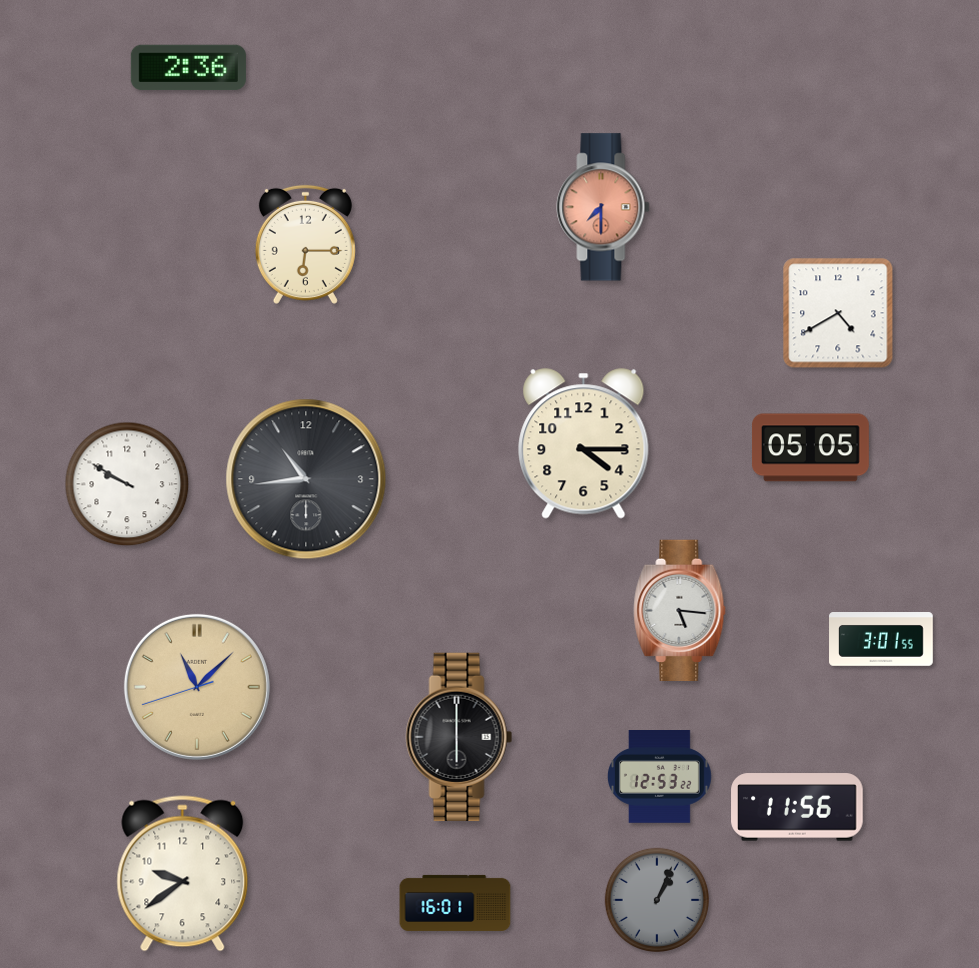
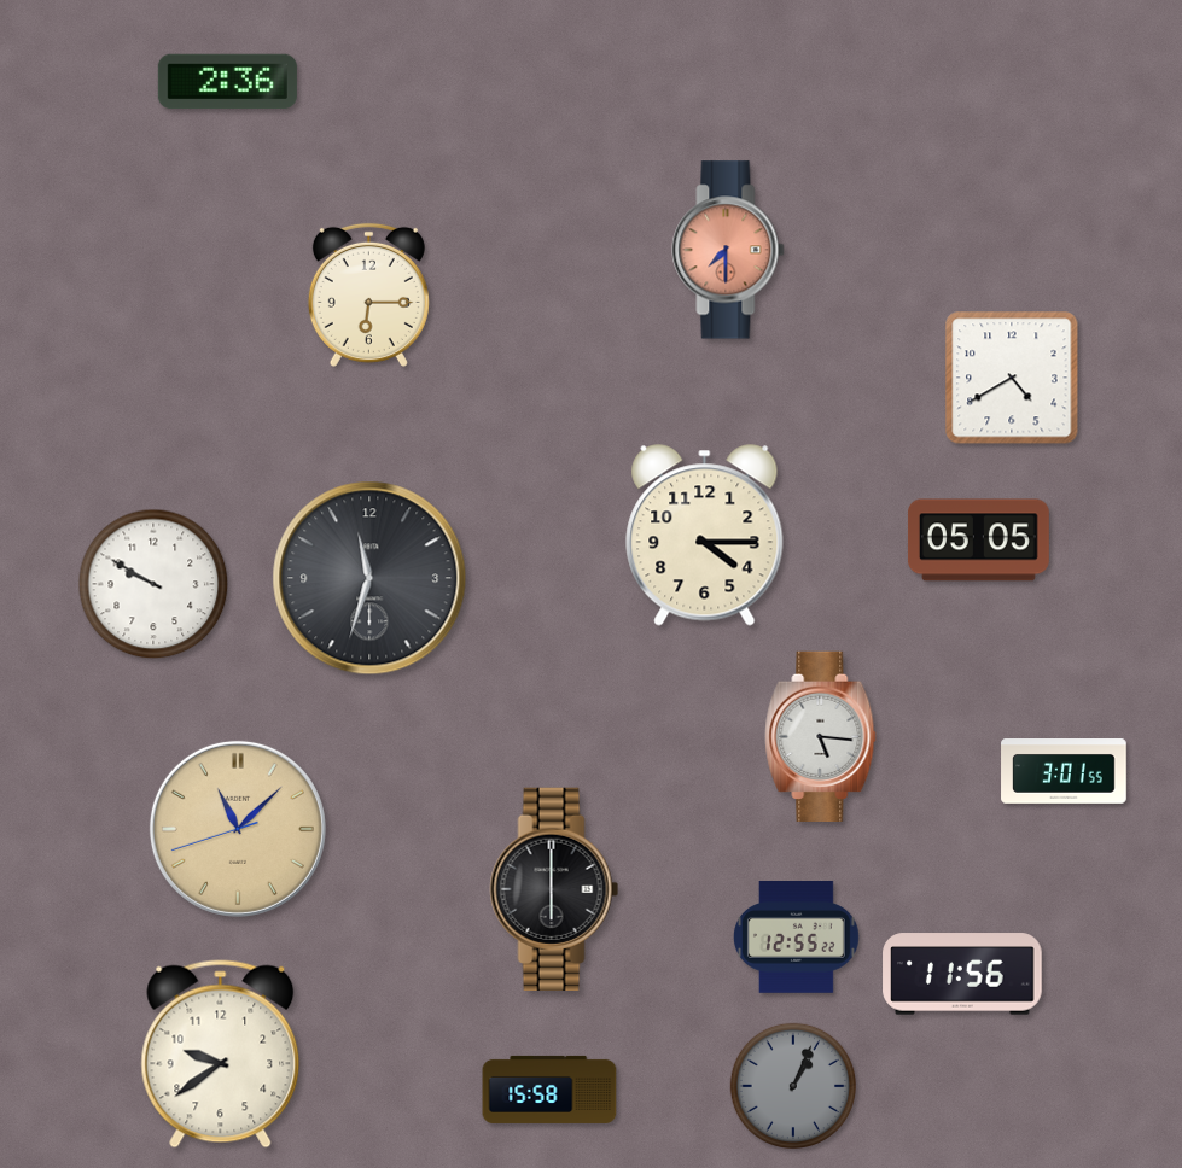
clock at (306, 479): 10:44 -> 11:33
clock at (659, 777): 12:53 -> 12:55
clock at (455, 903): 16:01 -> 15:58
